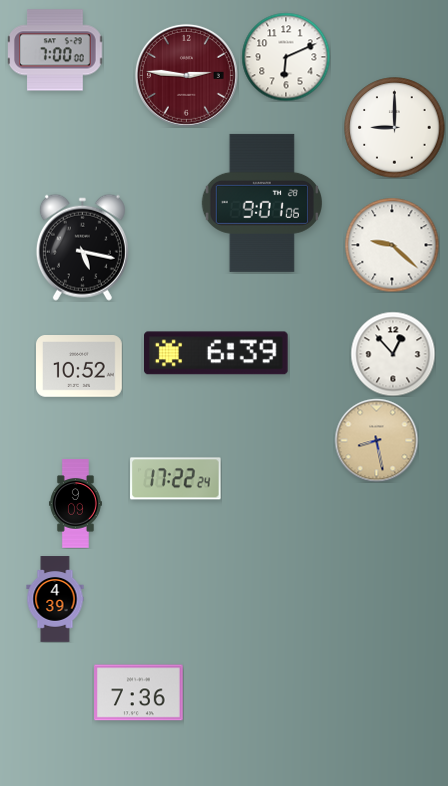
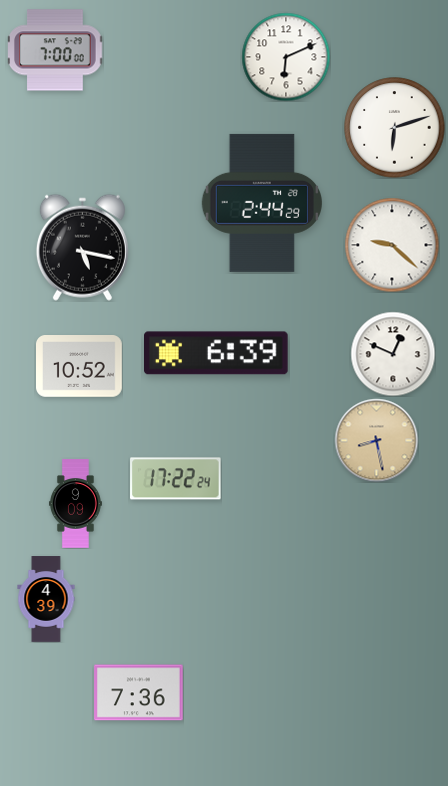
clock at (186, 75): 2:46 -> none
clock at (395, 128): 9:00 -> 6:12
clock at (262, 203): 9:01 -> 2:44
clock at (393, 354): 12:53 -> 12:49
clock at (55, 599) position: (55, 599) -> (46, 599)
